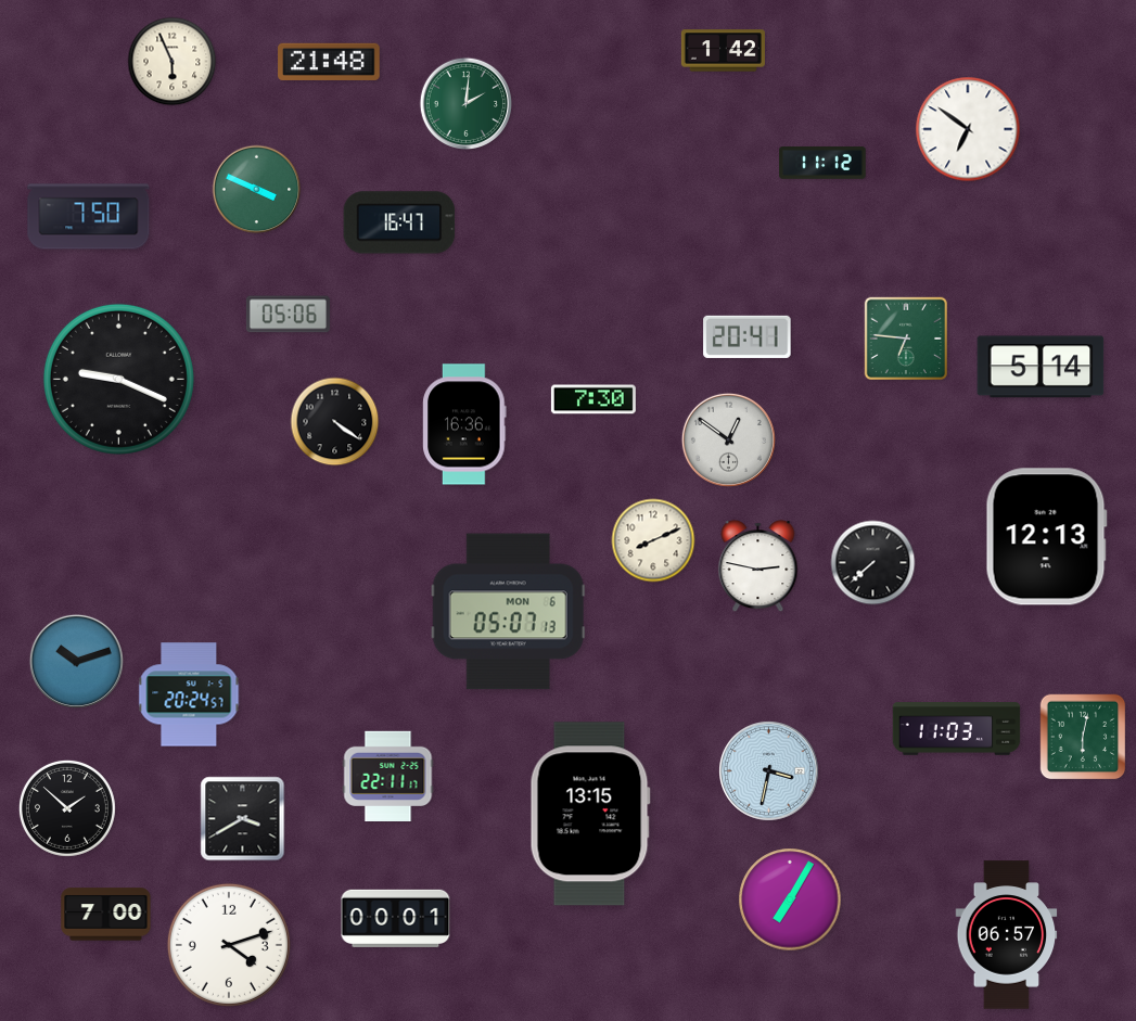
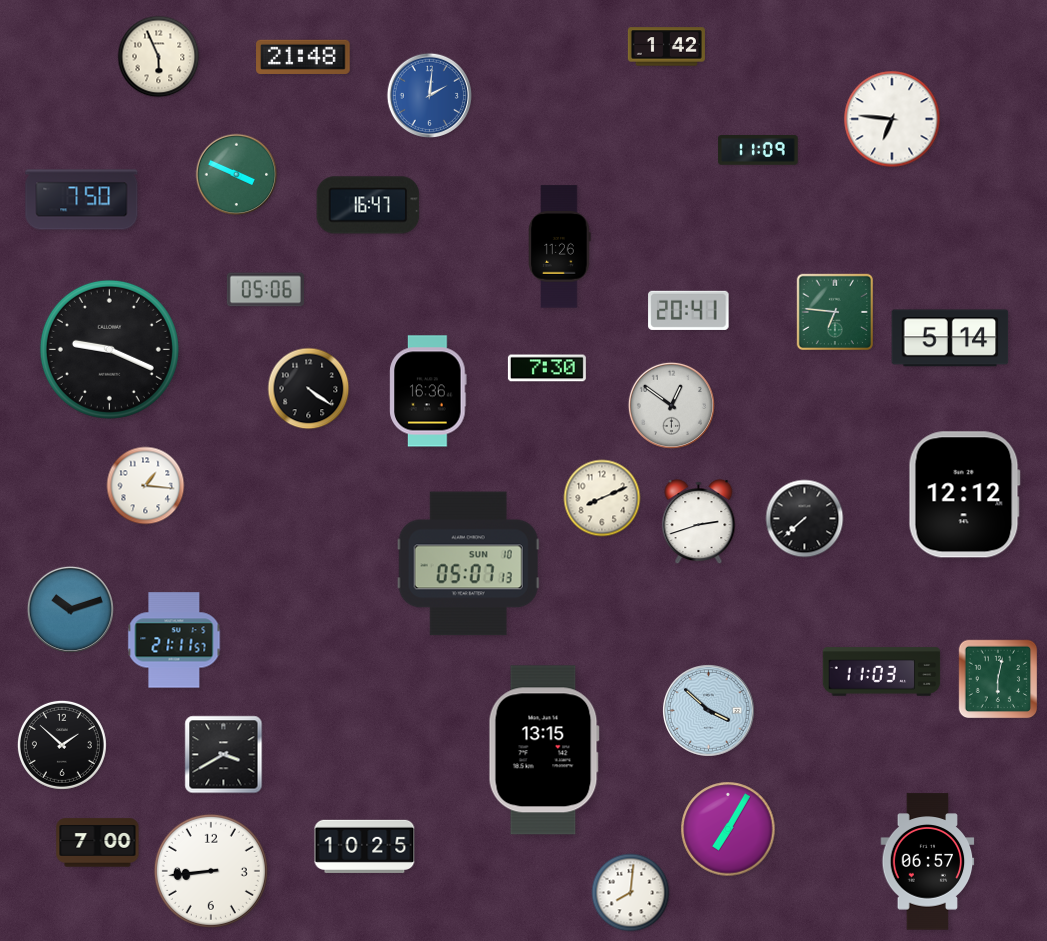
clock at (465, 103) dial: green -> blue
clock at (968, 129): 6:51 -> 6:46
clock at (822, 164): 11:12 -> 11:09
clock at (560, 247): none -> 11:26
clock at (1041, 367) position: (1041, 367) -> (950, 338)
clock at (146, 486): none -> 1:16
clock at (1046, 537): 12:13 -> 12:12
clock at (758, 566): 2:47 -> 2:42
clock at (508, 612) date: MON 6 -> SUN 10
clock at (189, 694): 20:24 -> 21:11
clock at (769, 771): 3:32 -> 3:52
clock at (388, 777): 22:11 -> none
clock at (396, 918): 00:01 -> 10:25
clock at (229, 945): 4:12 -> 8:44
clock at (631, 893): none -> 8:01
